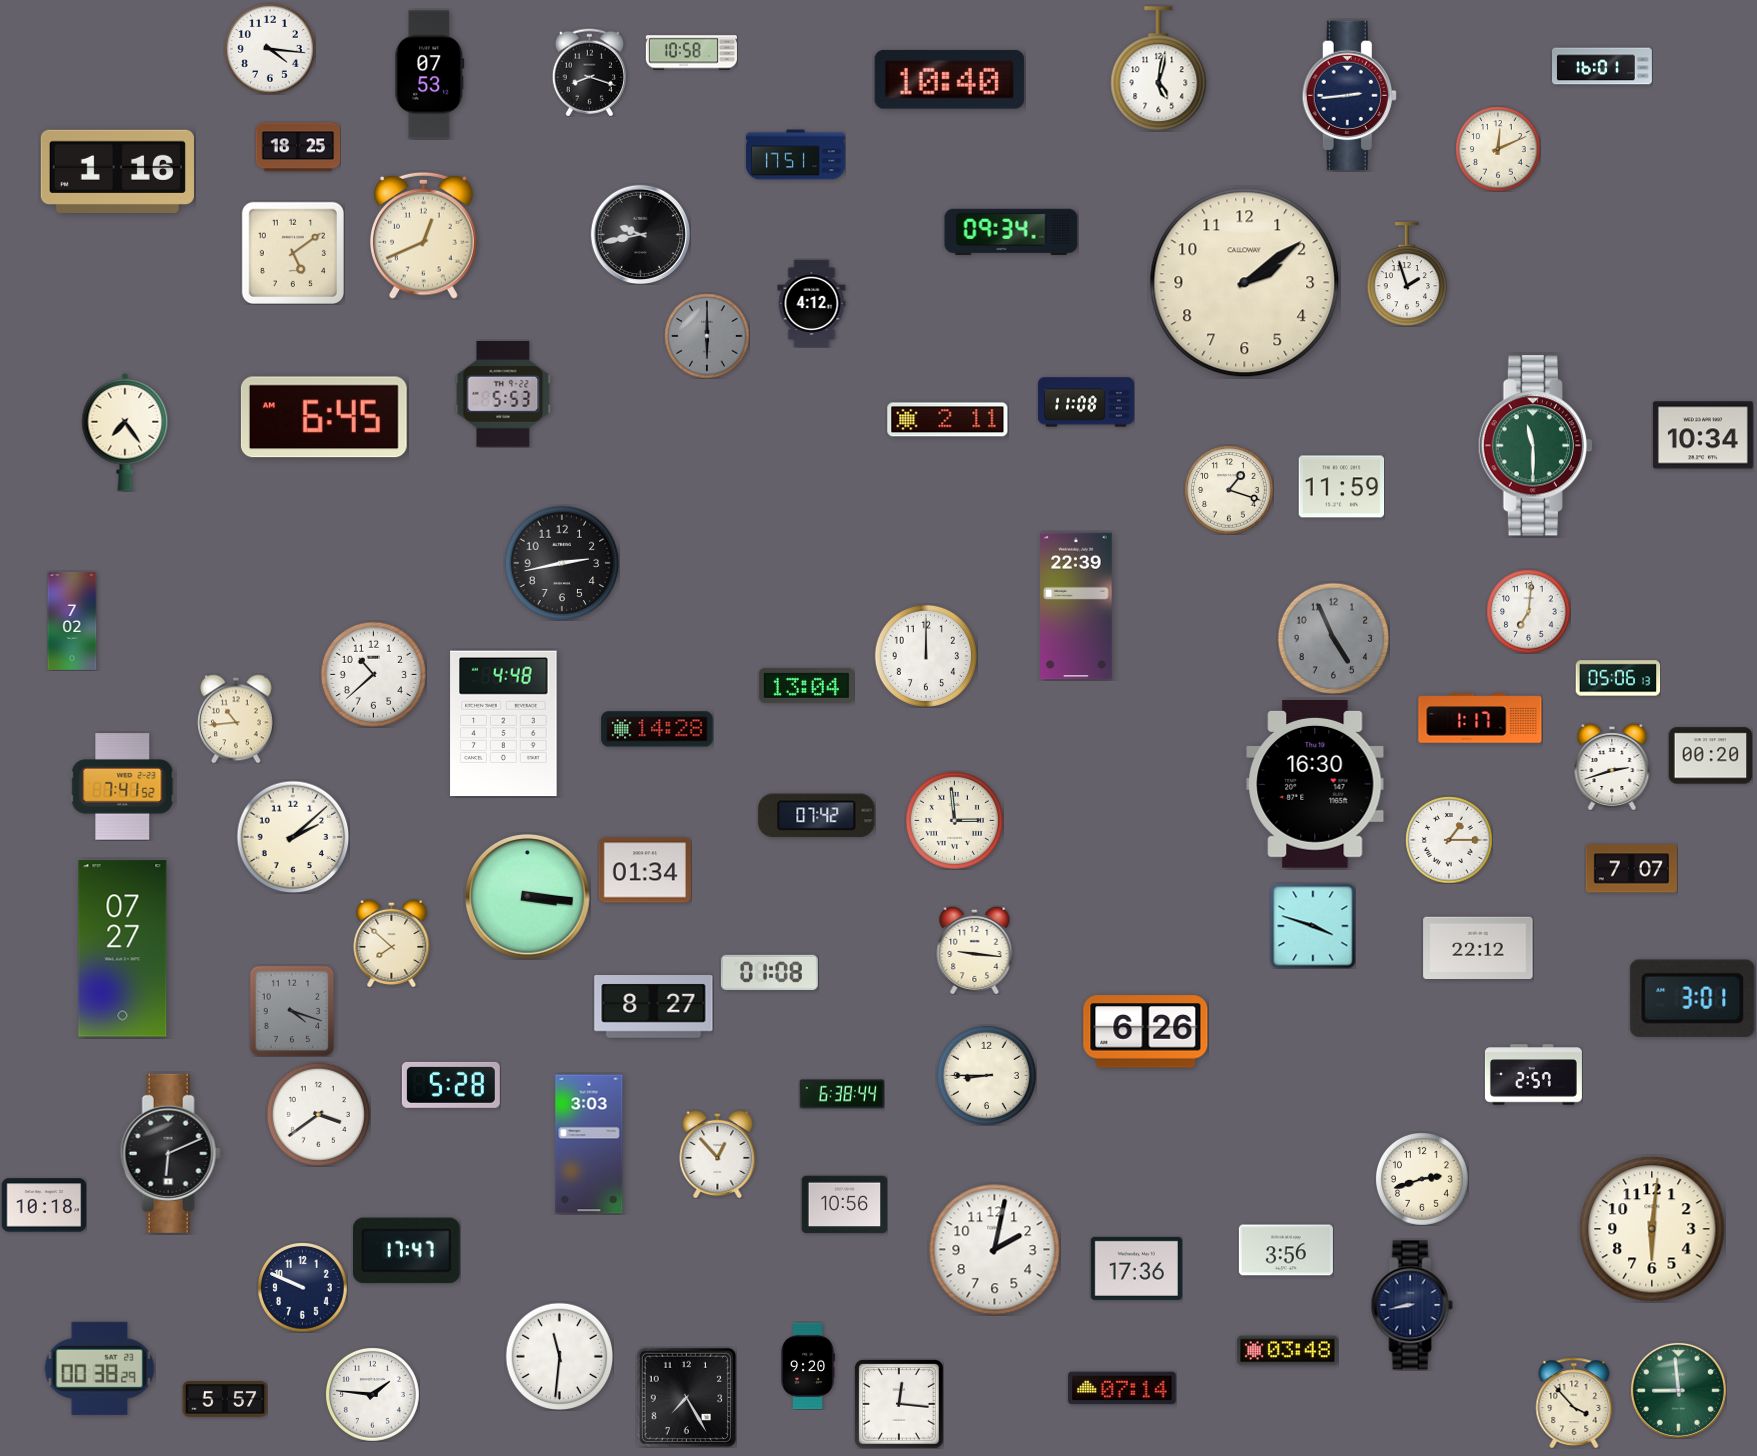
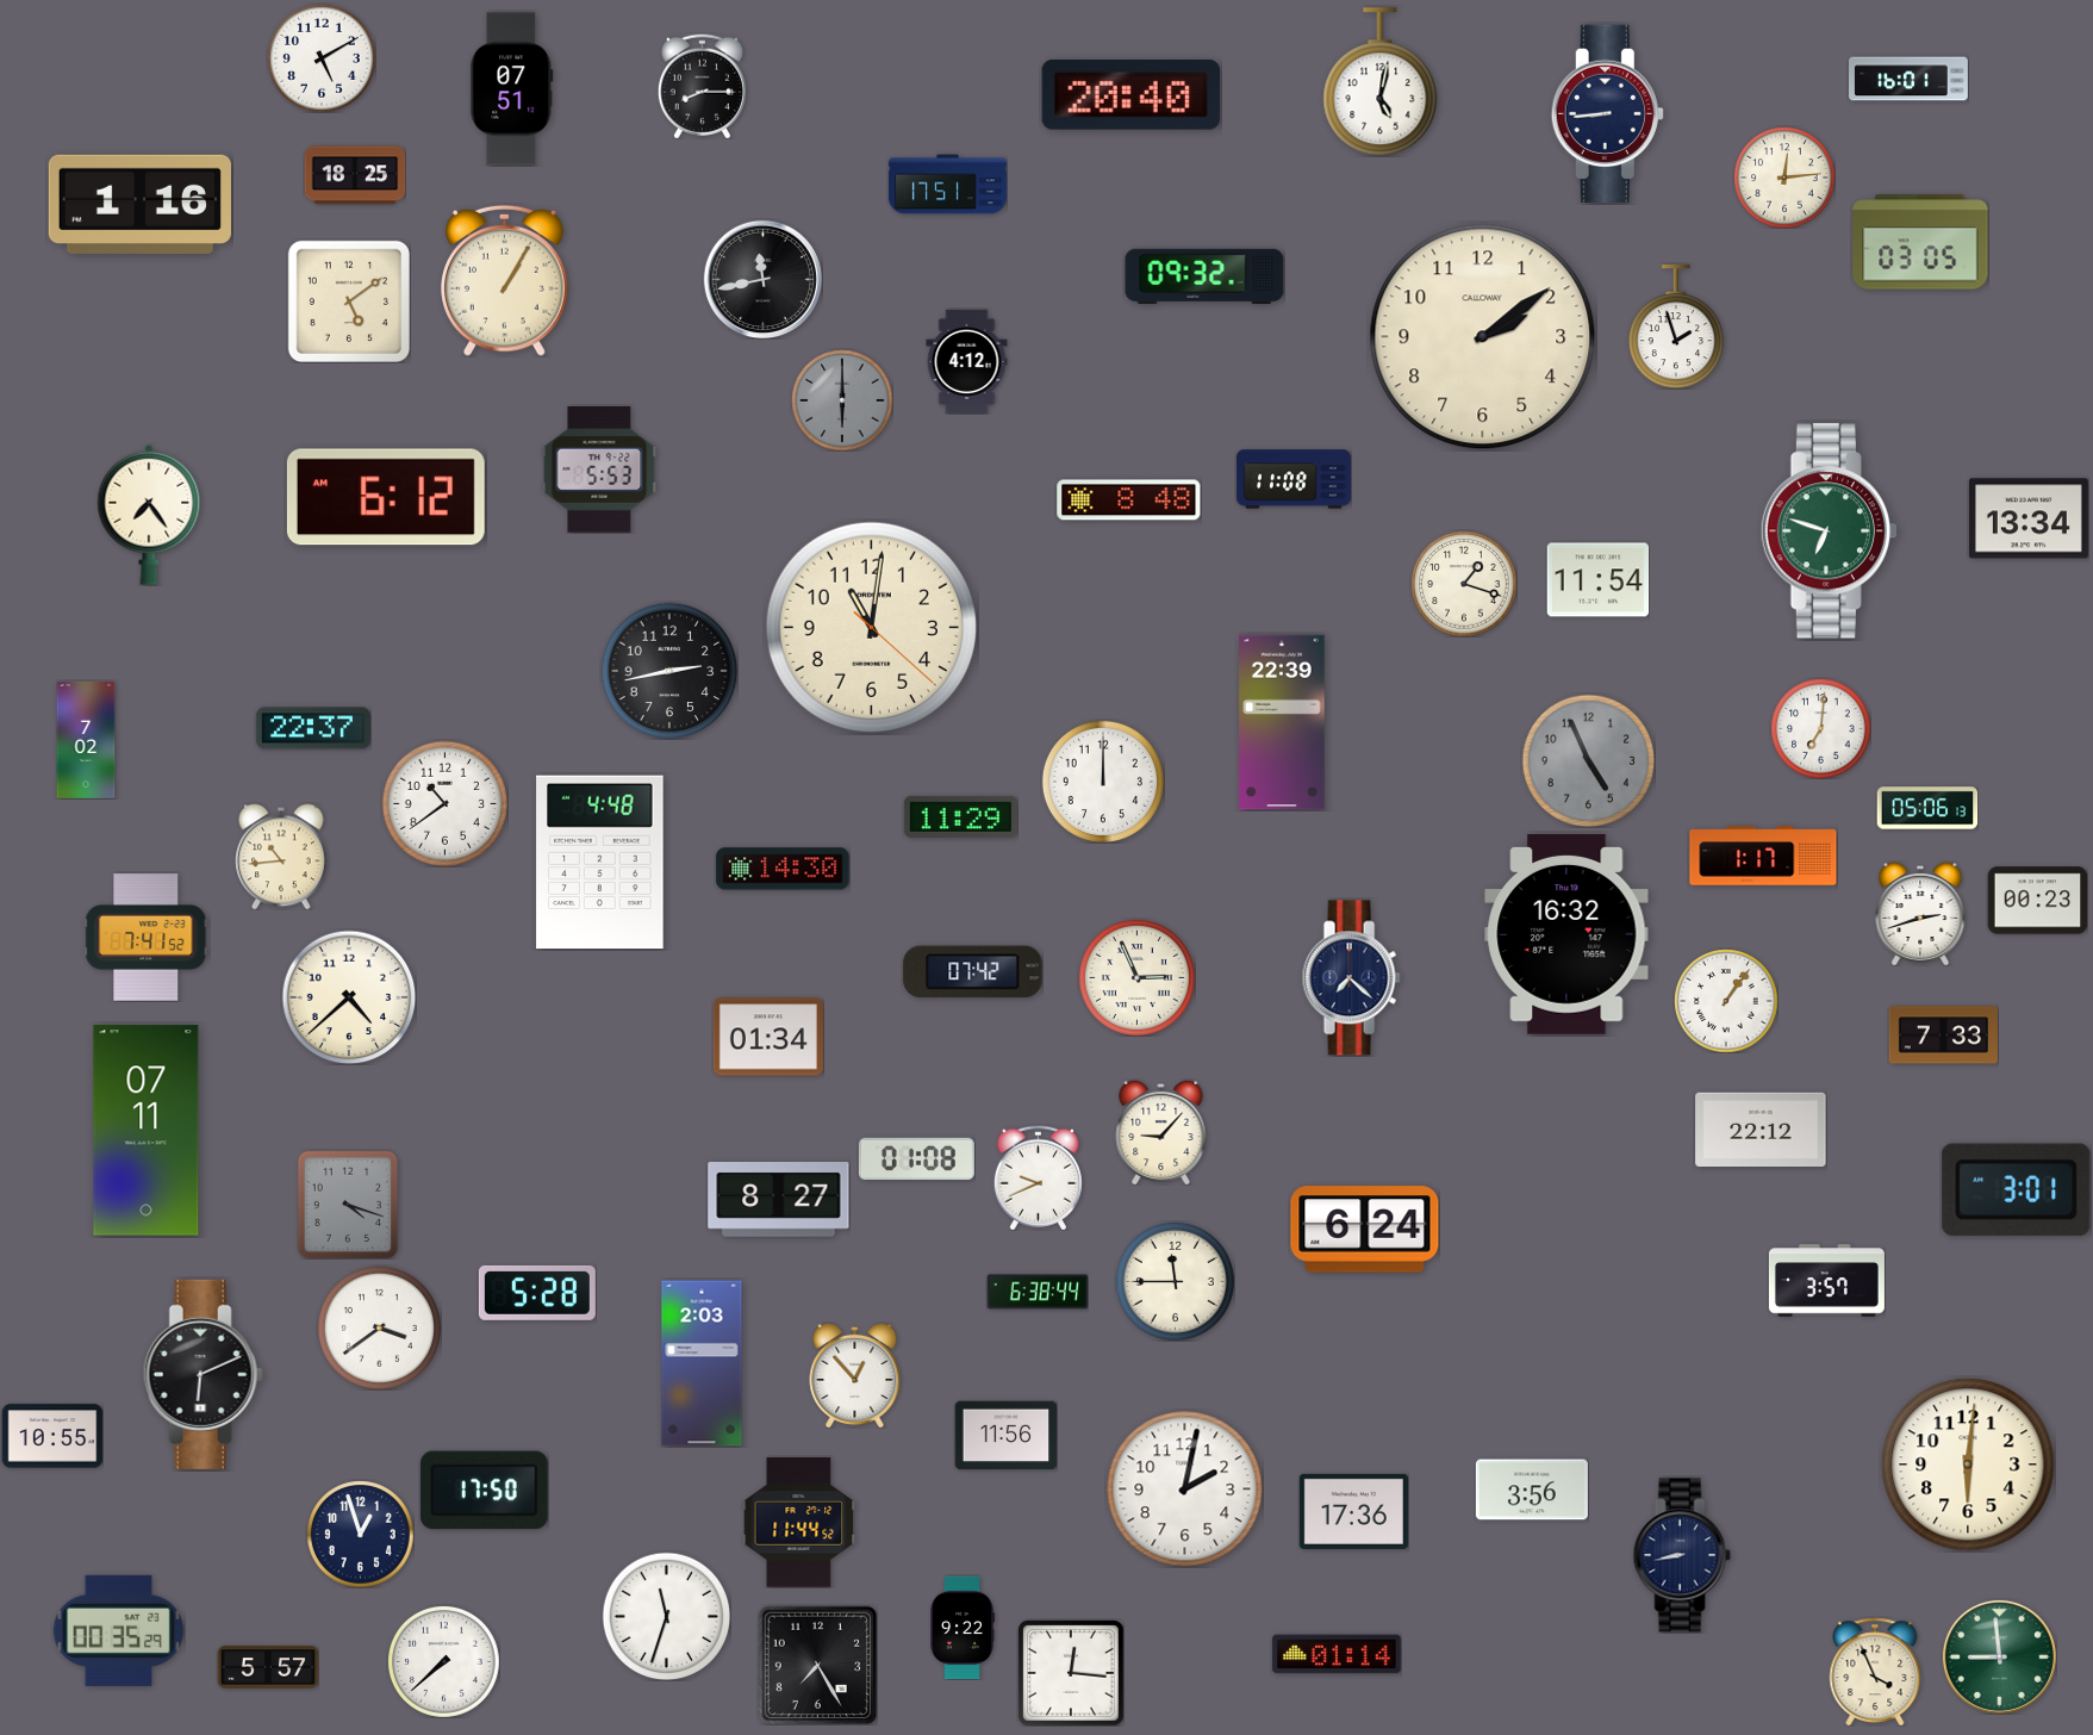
clock at (270, 49): 4:16 -> 5:10
clock at (691, 53): 10:58 -> none
clock at (589, 72): 8:18 -> 8:15
clock at (430, 75): 07:53 -> 07:51
clock at (949, 79): 10:40 -> 20:40
clock at (1349, 95): 2:44 -> 8:44
clock at (1498, 149): 12:11 -> 12:14
clock at (1920, 242): none -> 03:05
clock at (1011, 232): 09:34 -> 09:32
clock at (640, 234): 9:43 -> 11:43
clock at (424, 235): 12:41 -> 1:05
clock at (324, 417): 6:45 -> 6:12
clock at (948, 420): 2:11 -> 8:48
clock at (1703, 435): 10:34 -> 13:34
clock at (1535, 446): 11:30 -> 6:48
clock at (1341, 487): 11:59 -> 11:54
clock at (872, 628): none -> 11:01
clock at (313, 728): none -> 22:37
clock at (373, 674): 10:38 -> 10:39
clock at (806, 685): 13:04 -> 11:29
clock at (657, 729): 14:28 -> 14:30
clock at (1710, 756): 00:20 -> 00:23
clock at (1315, 784): 16:30 -> 16:32
clock at (954, 820): 2:59 -> 2:56
clock at (1351, 978): none -> 7:22
clock at (293, 837): 2:08 -> 4:38
clock at (1449, 840): 1:15 -> 1:06
clock at (1631, 869): 7:07 -> 7:33
clock at (528, 897): 3:16 -> none
clock at (1313, 926): 3:48 -> none
clock at (392, 943): 7:52 -> none
clock at (123, 949): 07:27 -> 07:11
clock at (975, 950): 9:16 -> 9:07
clock at (1038, 1177): none -> 9:41
clock at (1146, 1032): 6:26 -> 6:24
clock at (986, 1075): 8:45 -> 11:45
clock at (1533, 1075): 2:57 -> 3:57
clock at (842, 1094) position: (842, 1094) -> (1038, 1292)
clock at (589, 1144): 3:03 -> 2:03
clock at (1422, 1179): 2:42 -> none
clock at (44, 1205): 10:18 -> 10:55
clock at (844, 1205): 10:56 -> 11:56
clock at (407, 1251): 17:47 -> 17:50
clock at (799, 1523): none -> 11:44
clock at (302, 1287): 9:49 -> 12:57
clock at (1287, 1351): 03:48 -> none
clock at (559, 1356): 11:31 -> 11:33
clock at (808, 1366): 9:20 -> 9:22
clock at (99, 1368): 00:38 -> 00:35
clock at (1122, 1388): 07:14 -> 01:14
clock at (372, 1394): 1:46 -> 7:38
clock at (1574, 1403): 3:53 -> 3:56
